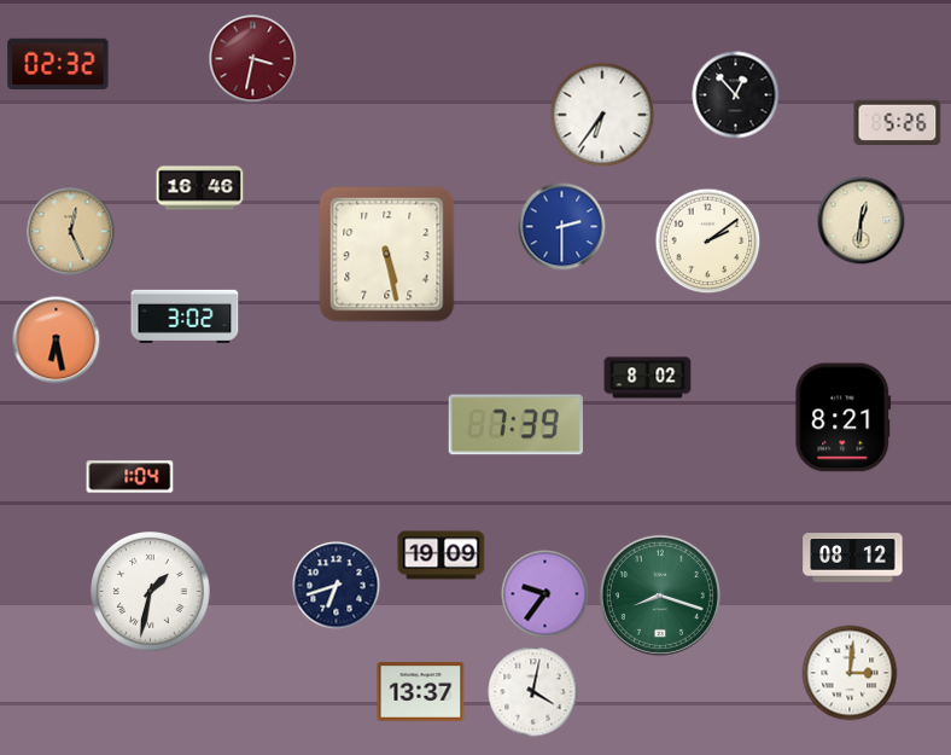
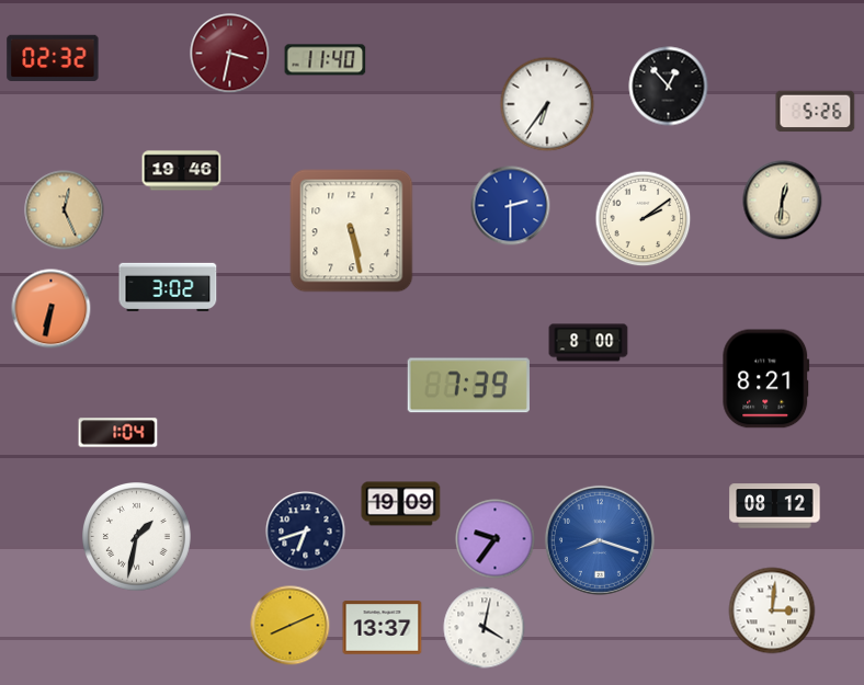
clock at (326, 60): none -> 11:40
clock at (200, 188): 16:46 -> 19:46
clock at (57, 341): 6:28 -> 6:32
clock at (648, 378): 8:02 -> 8:00
clock at (660, 596) dial: green -> blue
clock at (291, 626): none -> 8:11
